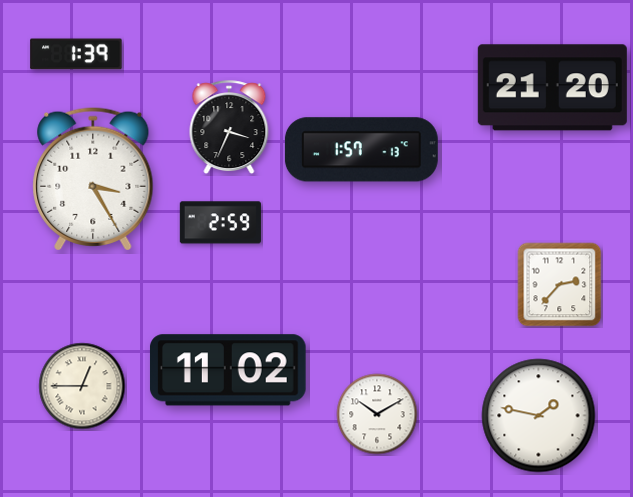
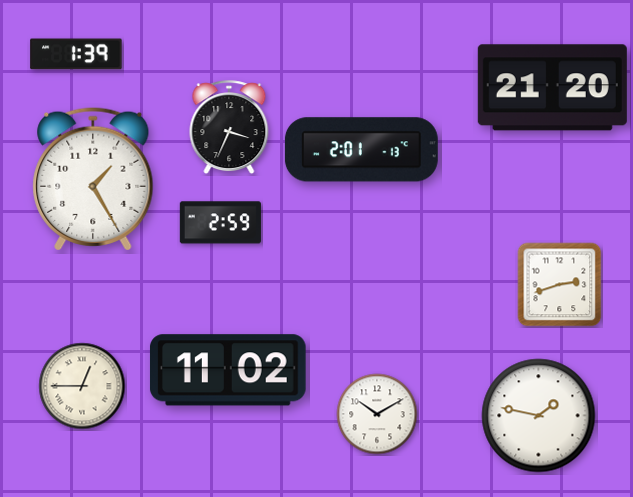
clock at (361, 150): 1:57 -> 2:01
clock at (93, 179): 3:25 -> 1:25
clock at (560, 285): 2:37 -> 2:42
